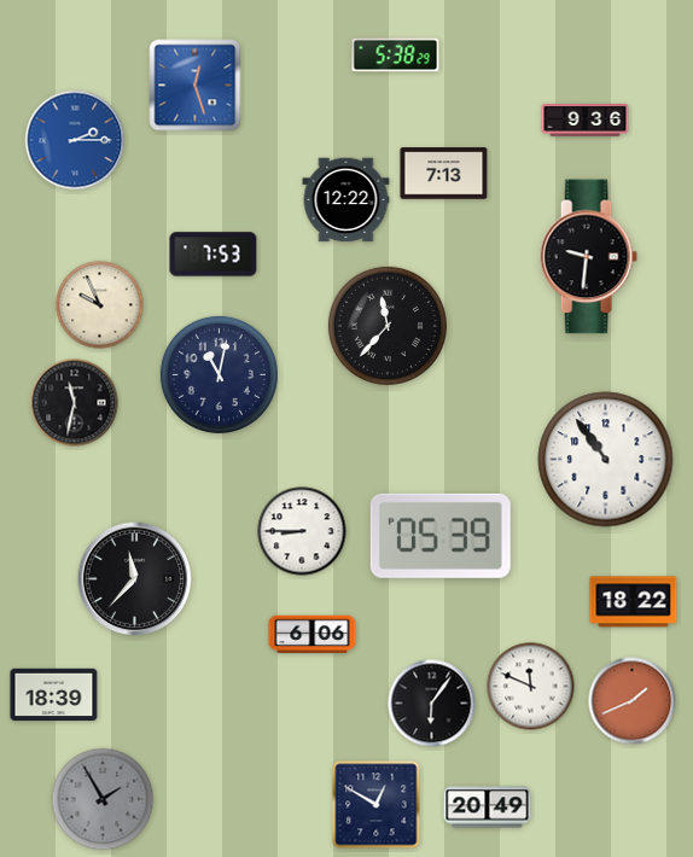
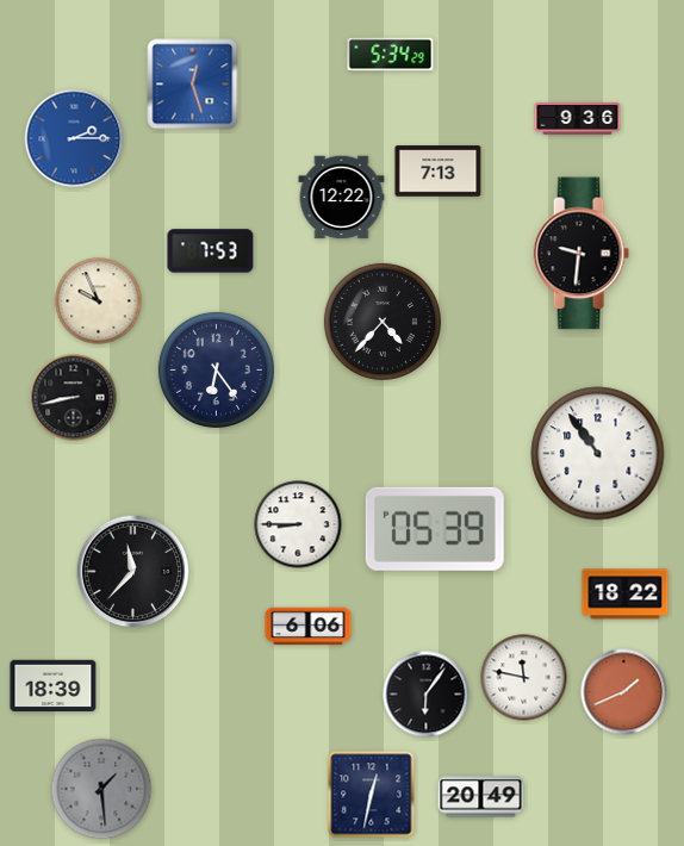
clock at (396, 56): 5:38 -> 5:34
clock at (388, 326): 11:37 -> 4:37
clock at (219, 374): 11:02 -> 6:24
clock at (75, 403): 11:32 -> 8:43
clock at (531, 687): 11:49 -> 11:47
clock at (103, 799): 1:55 -> 1:29
clock at (377, 805): 12:50 -> 12:32
